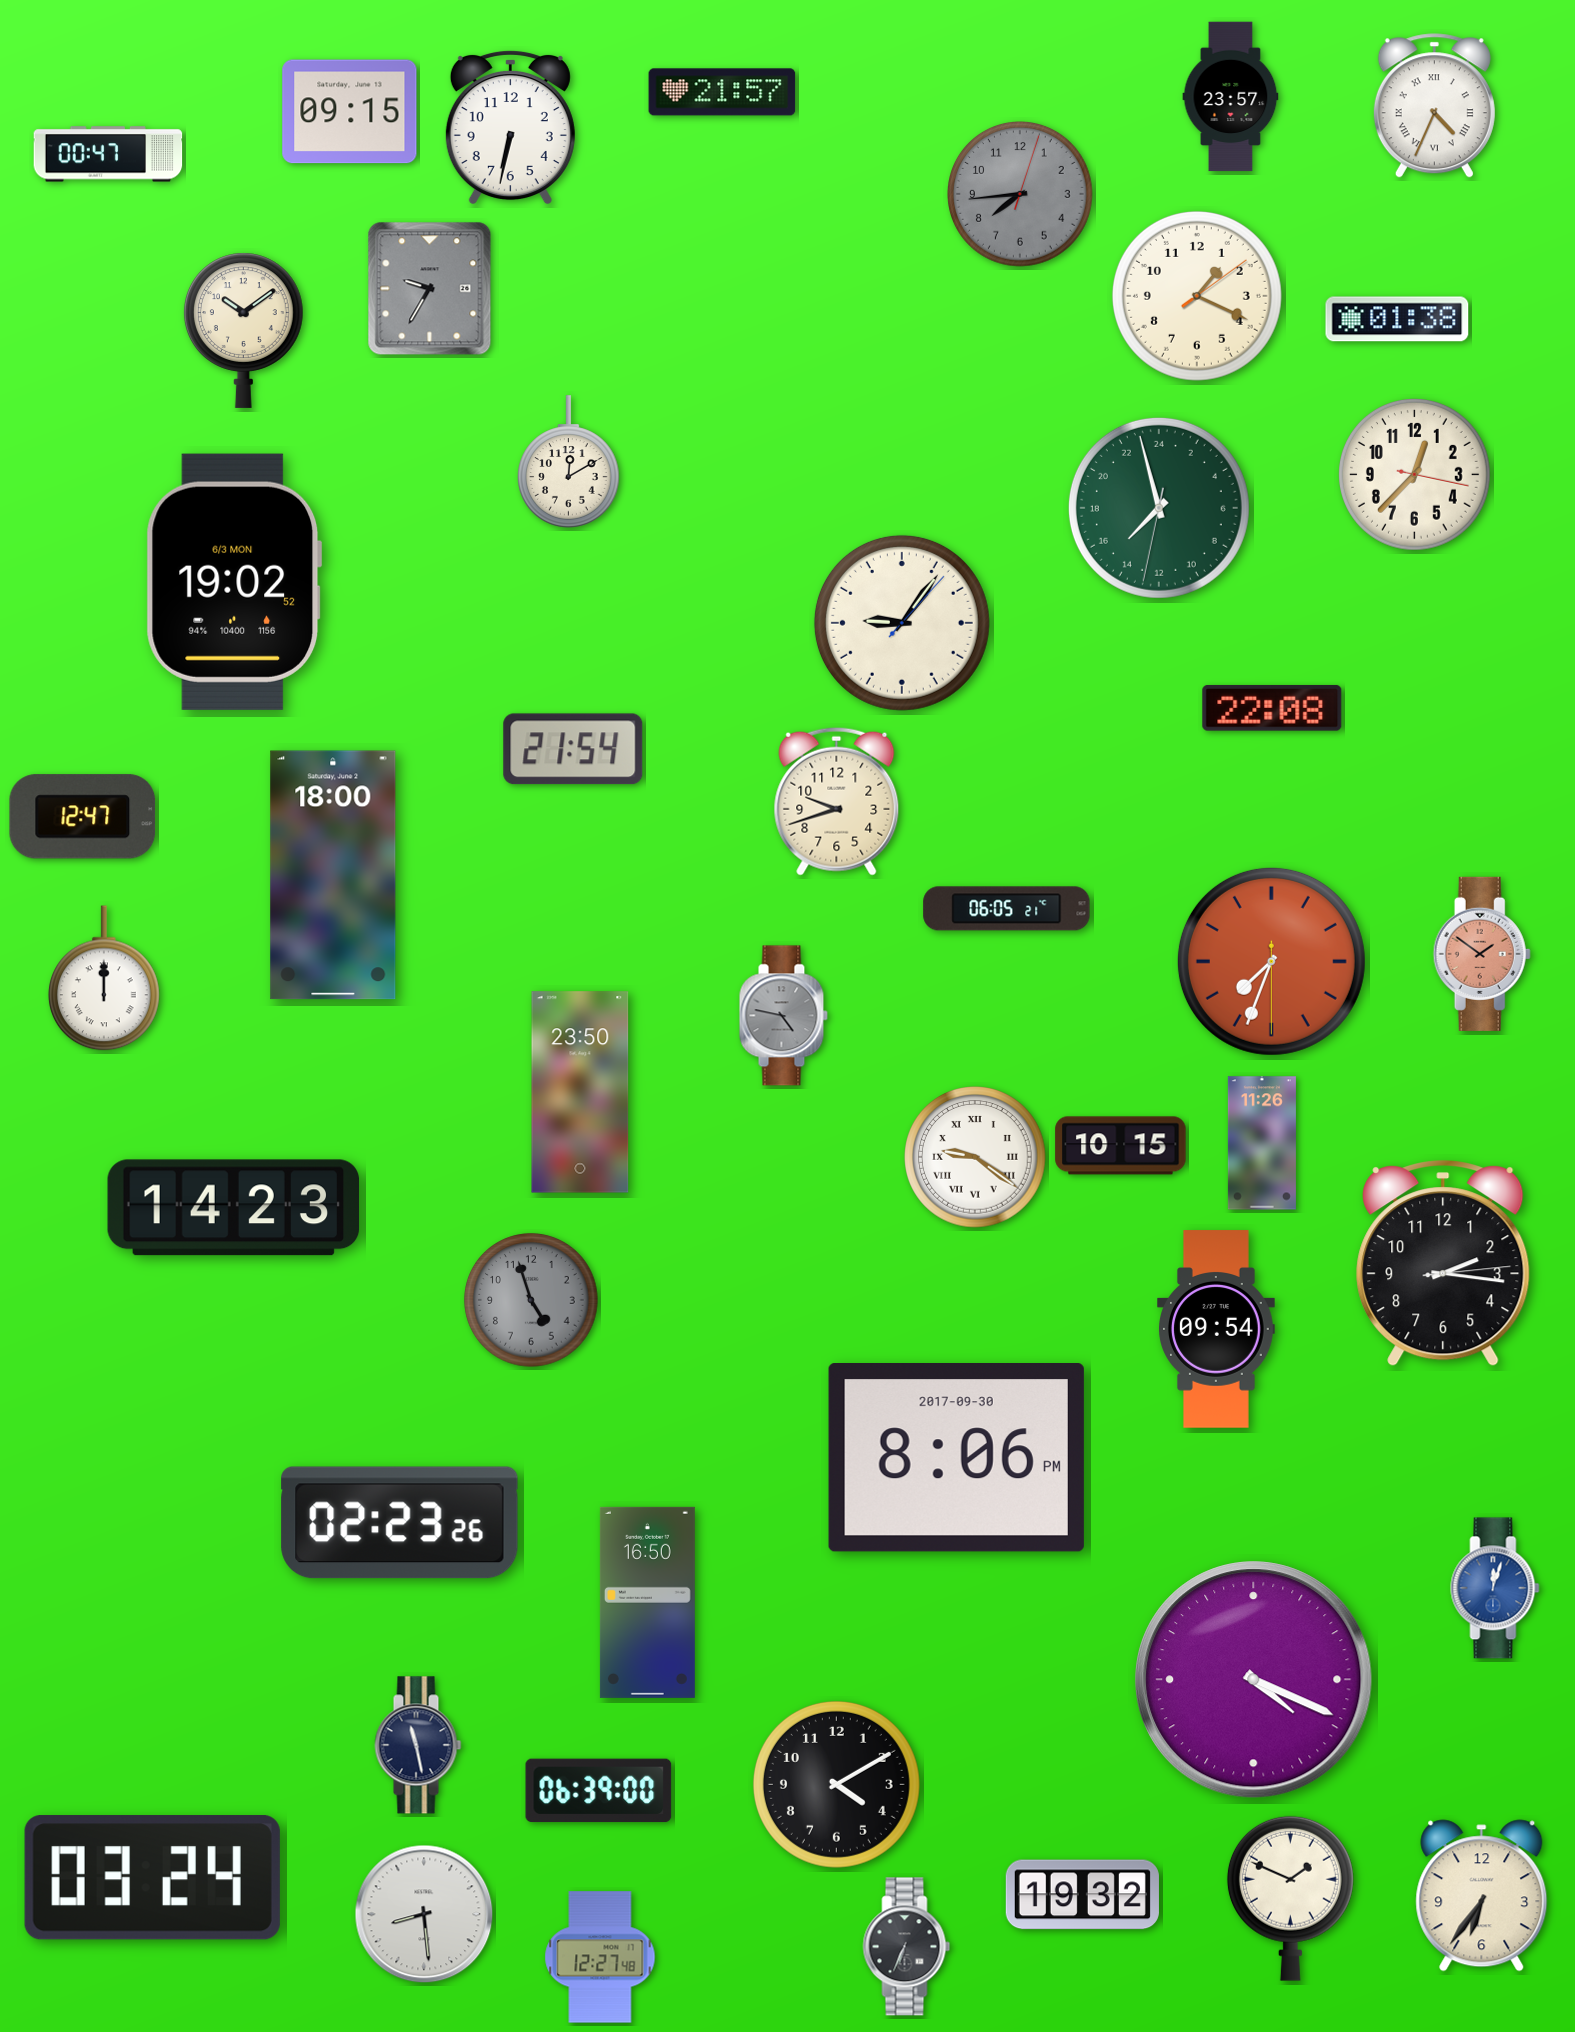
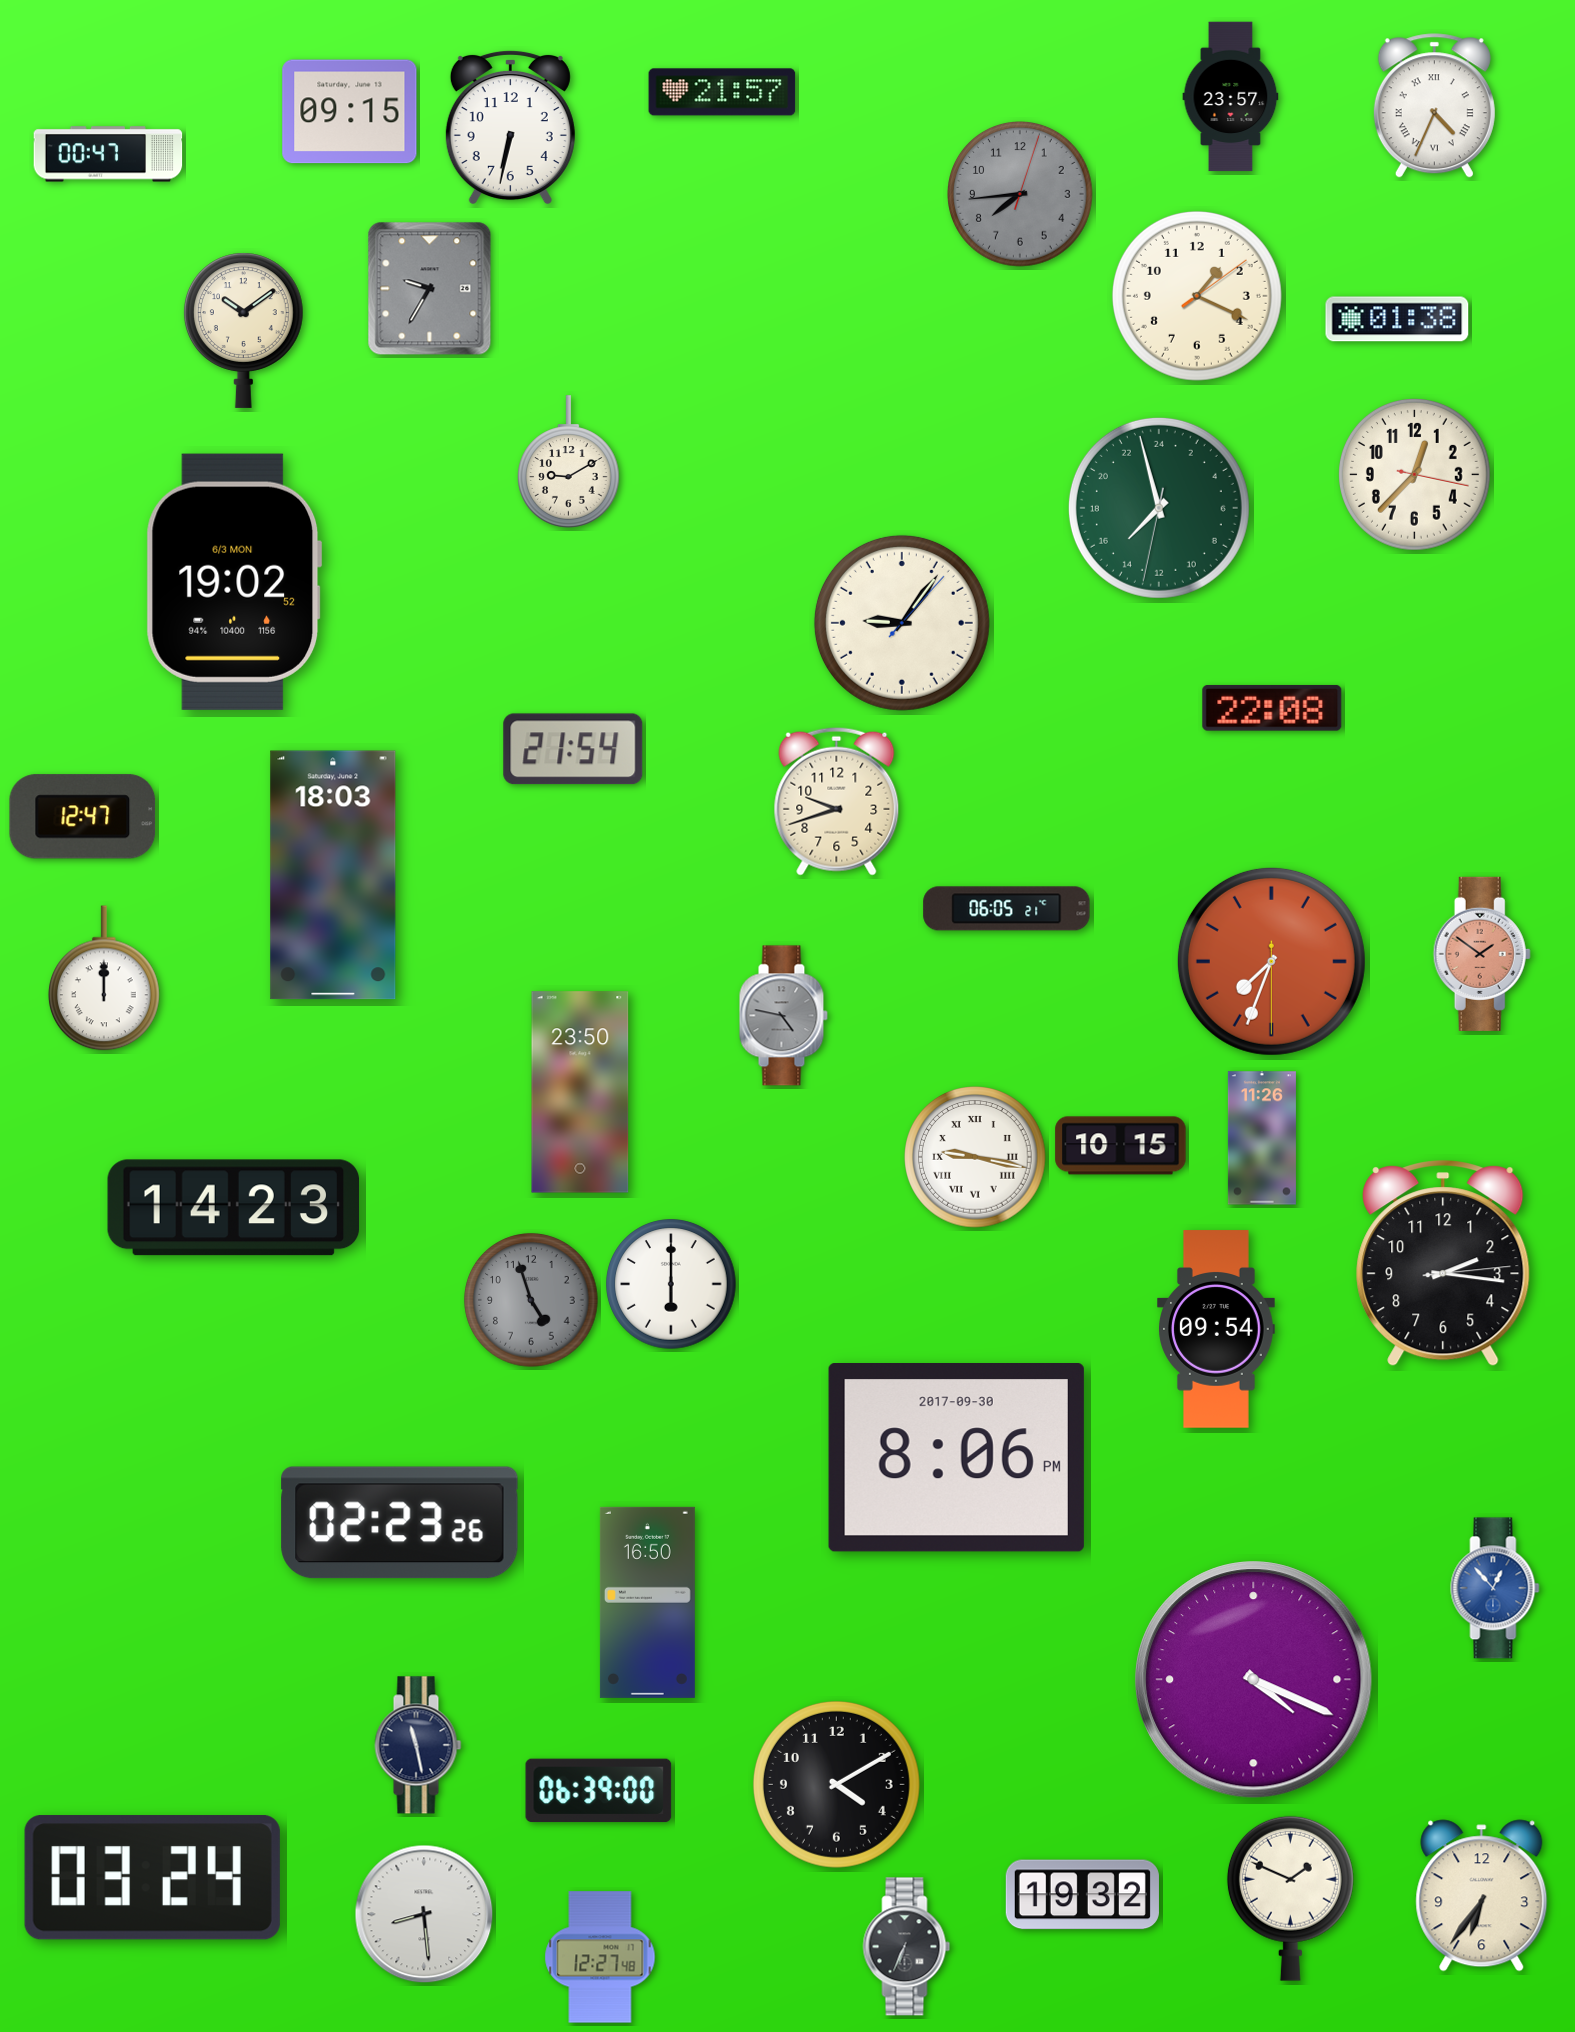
clock at (569, 462): 12:10 -> 9:10
clock at (333, 875): 18:00 -> 18:03
clock at (1262, 1143) position: (1262, 1143) -> (1262, 1138)
clock at (975, 1157): 9:21 -> 9:17
clock at (671, 1284): none -> 6:00
clock at (1495, 1588): 12:03 -> 12:53
